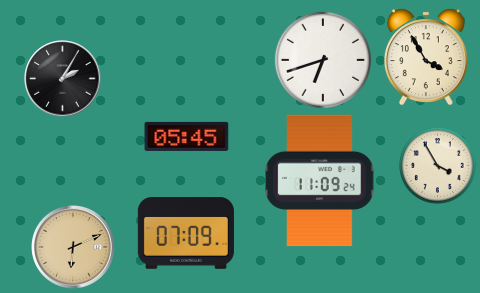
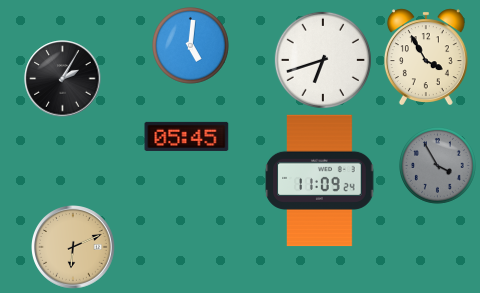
clock at (191, 46): none -> 5:01
clock at (438, 166) dial: cream -> grey
clock at (186, 233): 07:09 -> none
